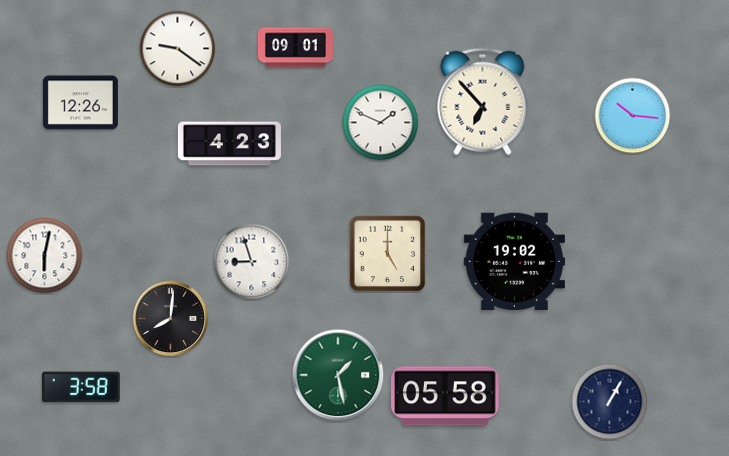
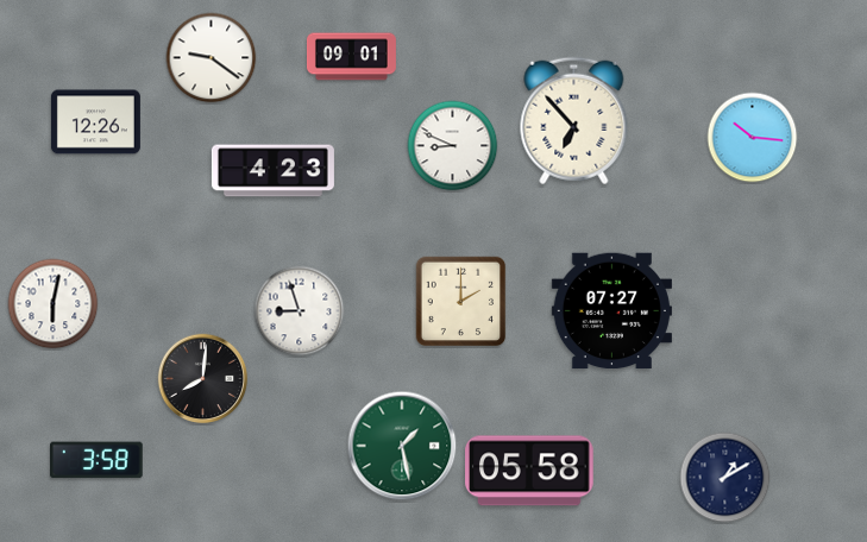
clock at (381, 123): 1:49 -> 8:49
clock at (388, 254): 5:00 -> 2:00
clock at (514, 262): 19:02 -> 07:27
clock at (610, 402): 1:05 -> 1:10
